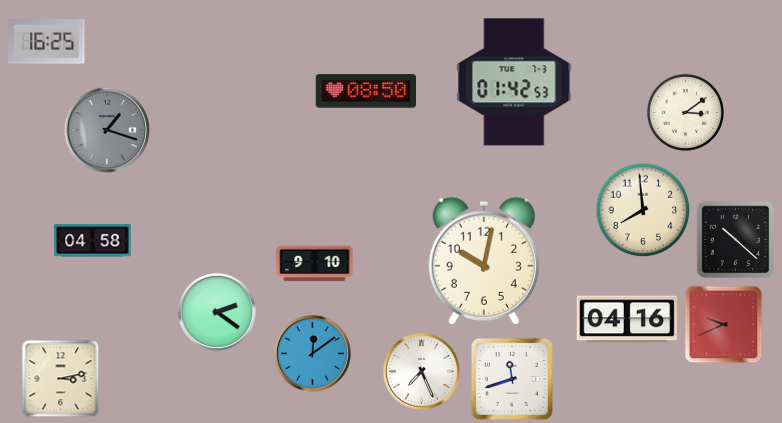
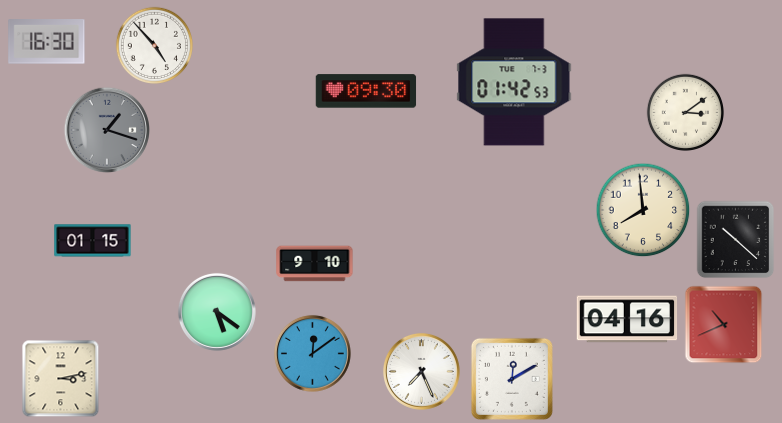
clock at (47, 42): 16:25 -> 16:30
clock at (154, 45): none -> 4:53
clock at (366, 91): 08:50 -> 09:30
clock at (93, 241): 04:58 -> 01:15
clock at (484, 261): 10:02 -> none
clock at (217, 312): 2:21 -> 5:21
clock at (723, 324): 9:41 -> 10:41
clock at (512, 379): 11:42 -> 12:10
